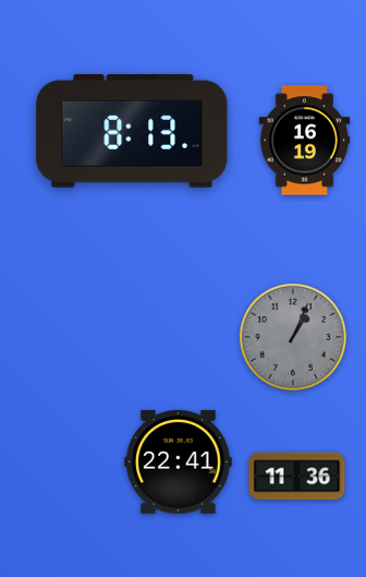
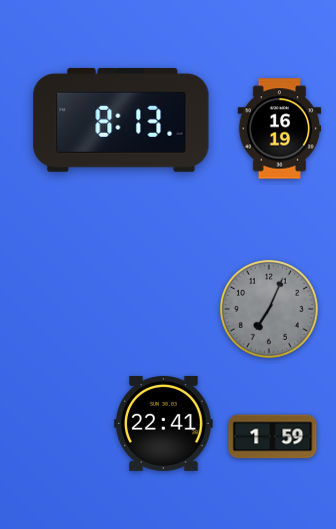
clock at (293, 337): 1:04 -> 7:04
clock at (297, 477): 11:36 -> 1:59
